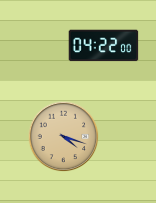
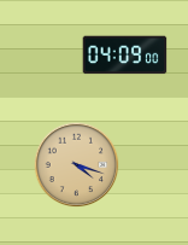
clock at (104, 46): 04:22 -> 04:09
